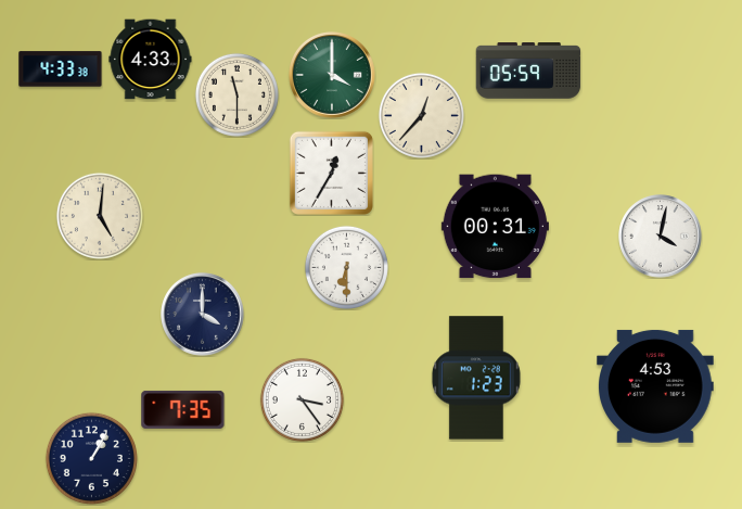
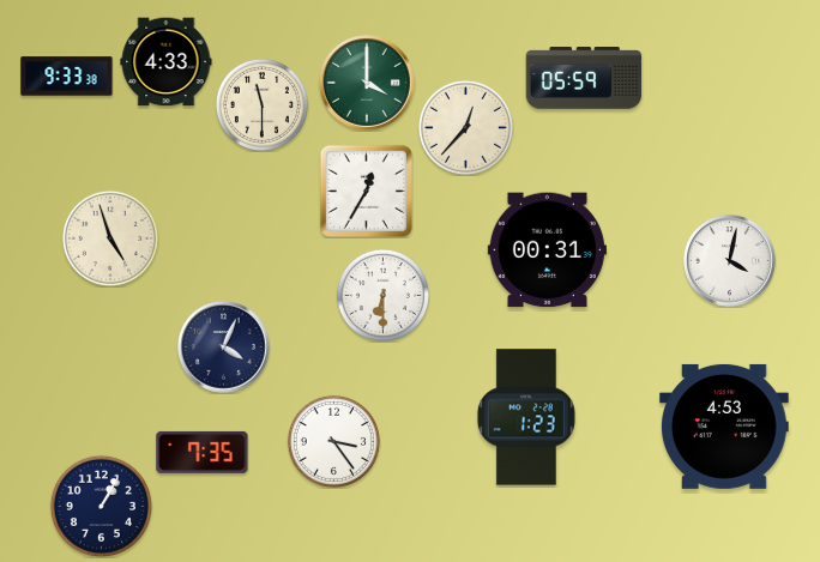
clock at (151, 60) position: (151, 60) -> (167, 62)
clock at (61, 69): 4:33 -> 9:33
clock at (100, 216): 5:01 -> 4:57
clock at (203, 315): 4:00 -> 4:04
